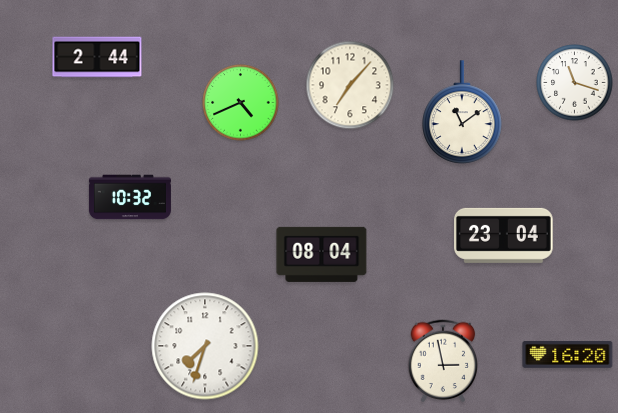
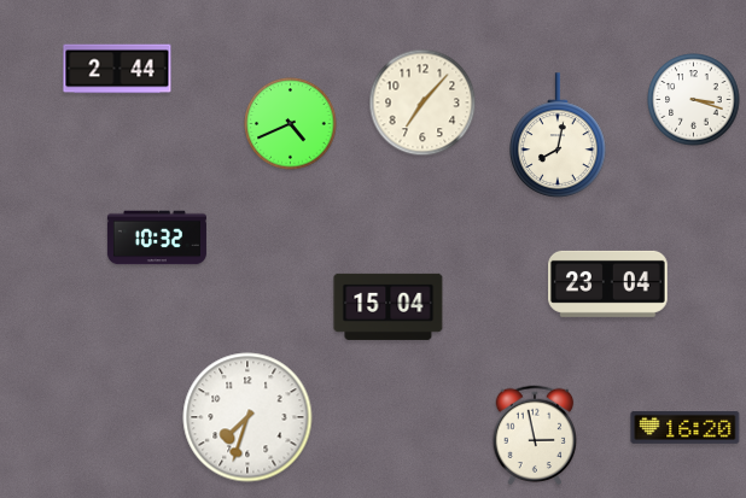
clock at (575, 83): 11:18 -> 3:18
clock at (462, 112): 11:09 -> 8:02
clock at (322, 254): 08:04 -> 15:04
